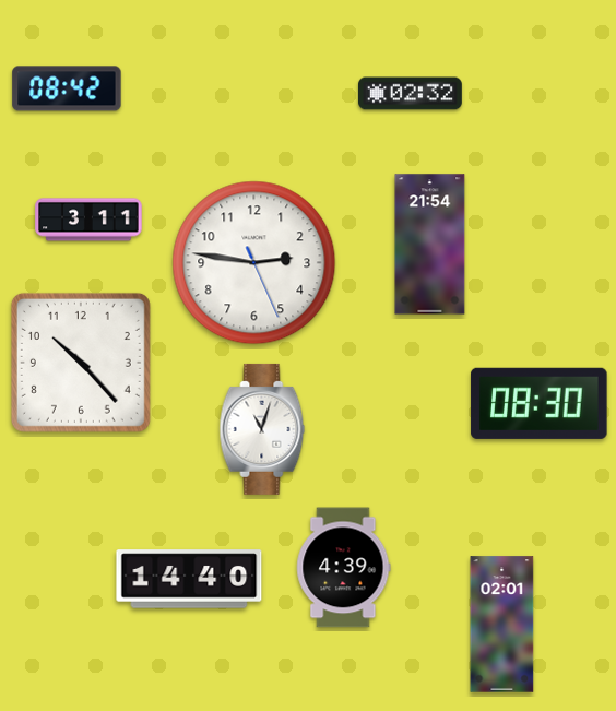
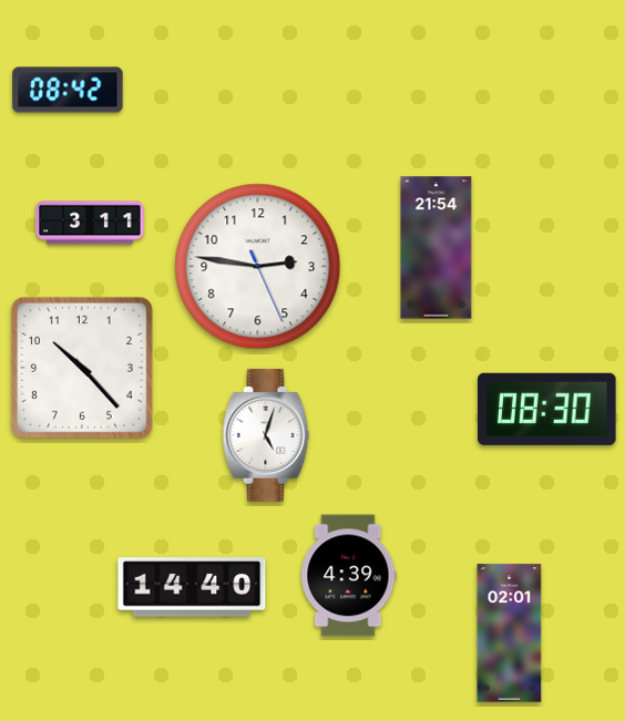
clock at (411, 94): 02:32 -> none
clock at (262, 429): 11:03 -> 5:03
